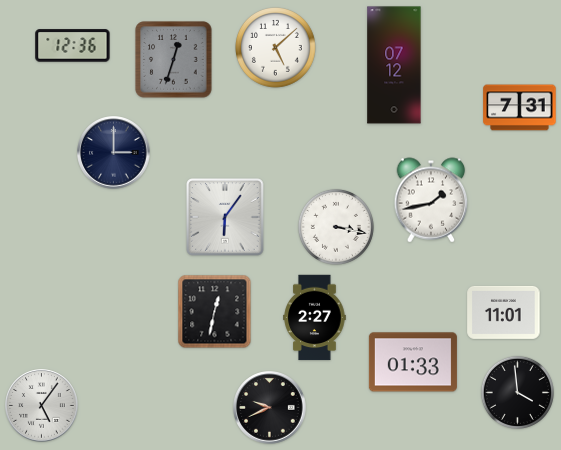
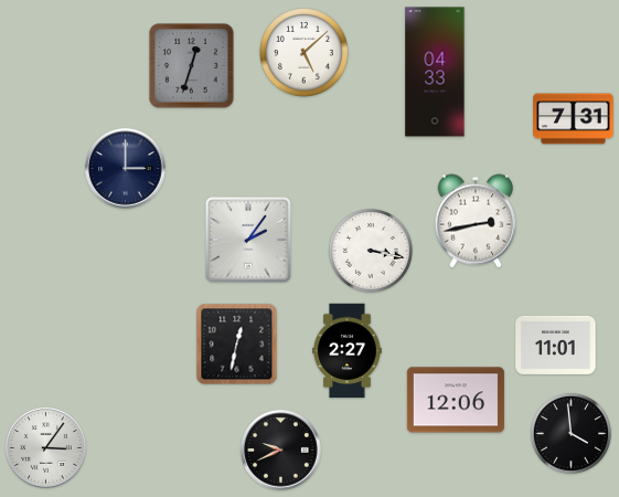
clock at (73, 46): 12:36 -> none
clock at (394, 65): 07:12 -> 04:33
clock at (431, 200): 1:43 -> 2:43
clock at (225, 217): 6:06 -> 2:06
clock at (413, 362): 01:33 -> 12:06
clock at (42, 406): 5:06 -> 3:06
clock at (270, 408) position: (270, 408) -> (281, 451)
